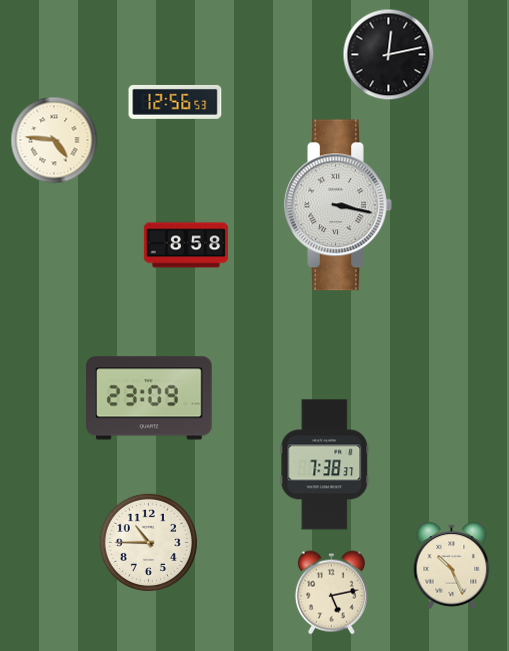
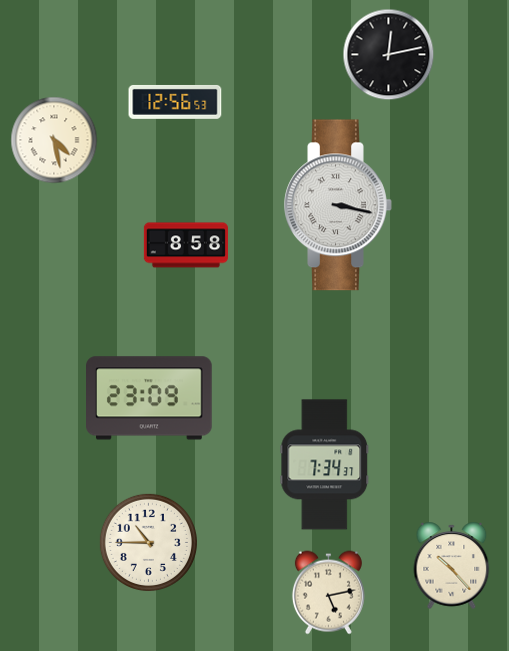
clock at (54, 140): 4:46 -> 4:28
clock at (325, 465): 7:38 -> 7:34
clock at (452, 565): 10:26 -> 10:23
clock at (331, 593) position: (331, 593) -> (328, 593)
